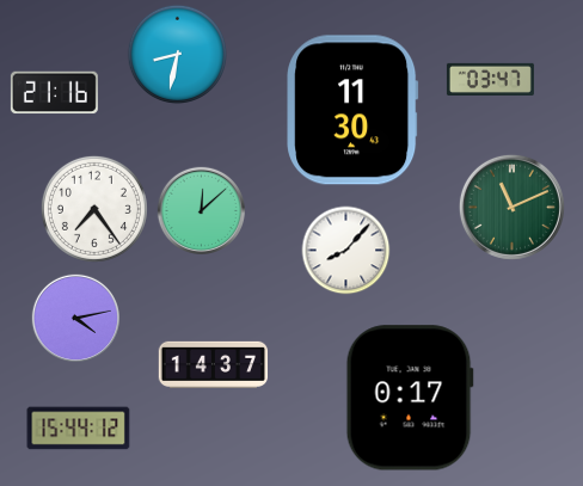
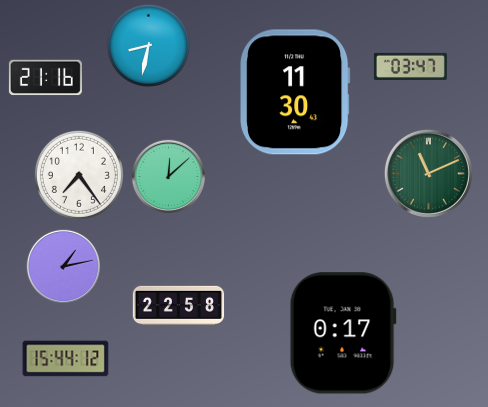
clock at (346, 251): 8:07 -> none
clock at (75, 318): 4:13 -> 1:13
clock at (214, 364): 14:37 -> 22:58
